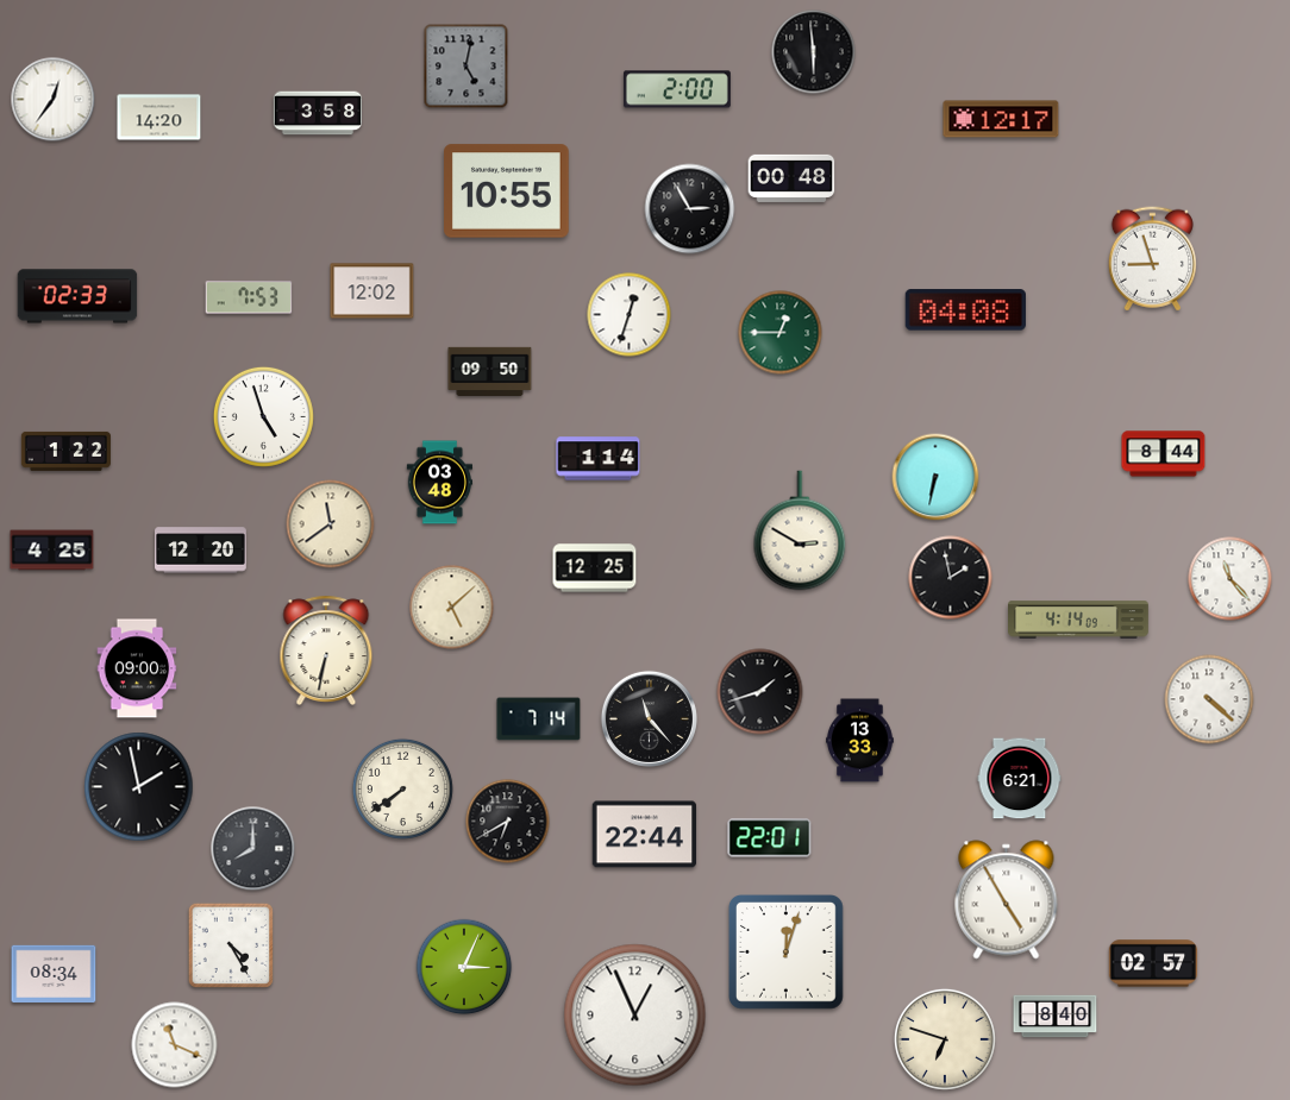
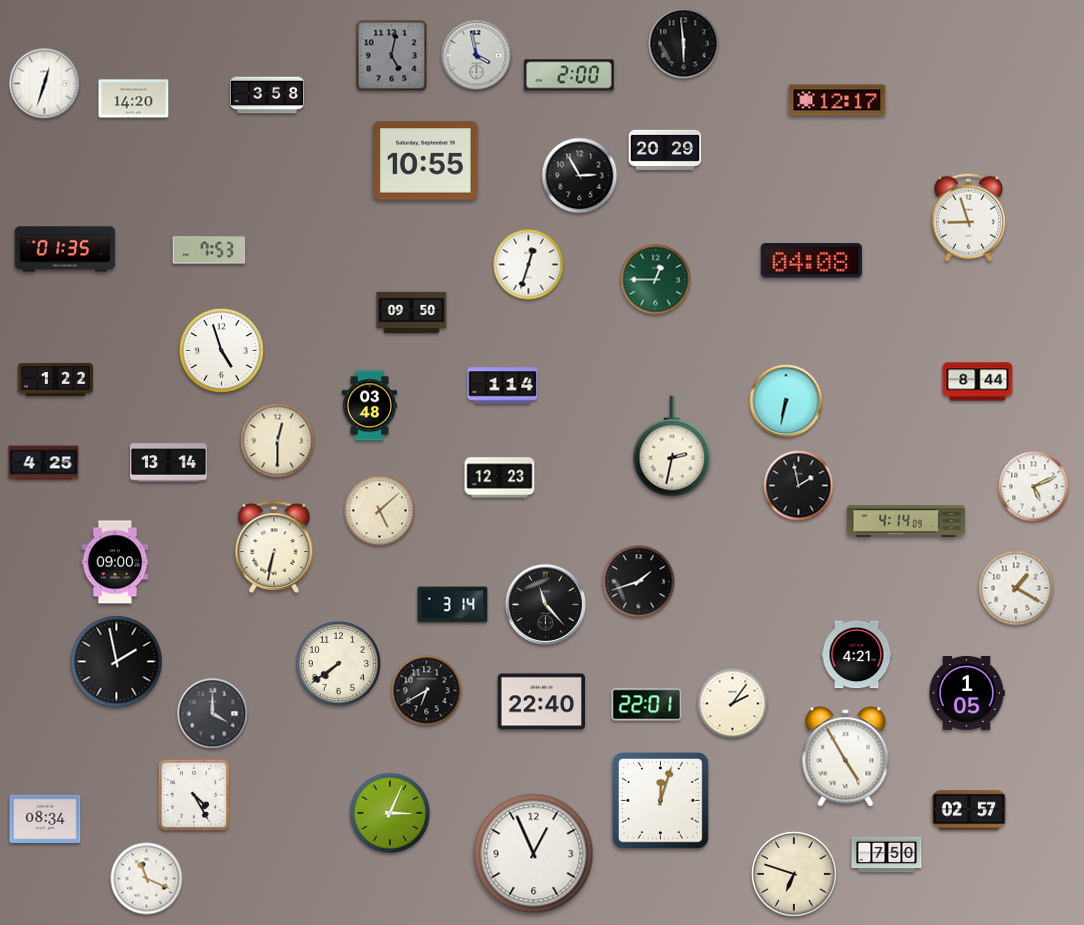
clock at (477, 56): none -> 3:58
clock at (54, 100): 12:36 -> 12:33
clock at (1001, 119) position: (1001, 119) -> (837, 100)
clock at (791, 178): 00:48 -> 20:29
clock at (372, 291): 12:02 -> none
clock at (77, 296): 02:33 -> 01:35
clock at (331, 524): 11:39 -> 12:30
clock at (800, 530): 2:50 -> 2:32
clock at (201, 551): 12:20 -> 13:14
clock at (595, 568): 12:25 -> 12:23
clock at (1230, 579): 11:23 -> 5:11
clock at (1209, 699): 4:22 -> 1:20
clock at (539, 719): 7:14 -> 3:14
clock at (860, 741): 13:33 -> none
clock at (1020, 779): 6:21 -> 4:21
clock at (967, 693): none -> 1:05
clock at (645, 835): 22:44 -> 22:40
clock at (733, 704): none -> 2:06
clock at (253, 849): 8:00 -> 4:00
clock at (1056, 1017): 8:40 -> 7:50
